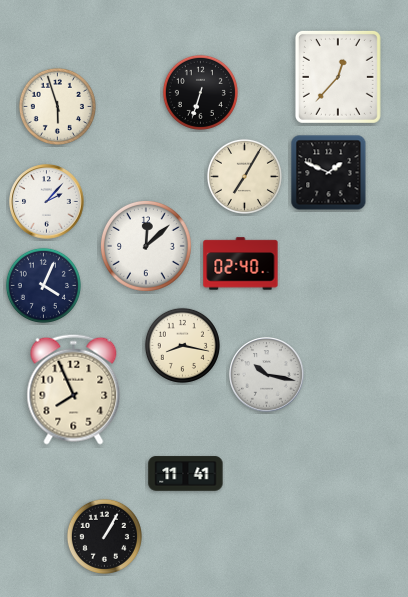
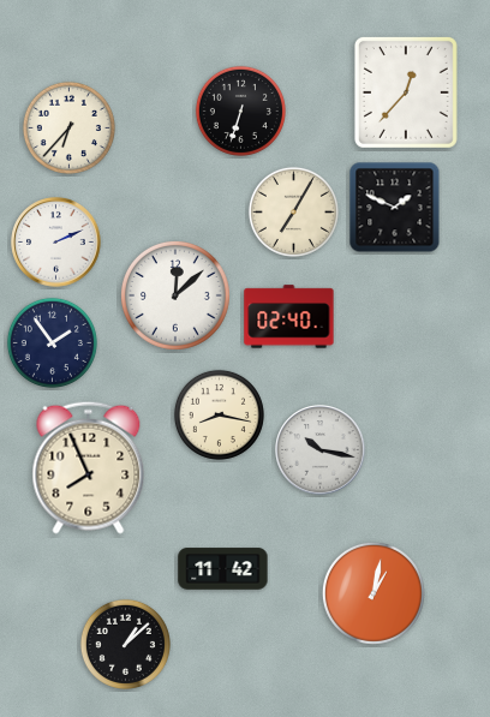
clock at (57, 106): 5:57 -> 6:37
clock at (47, 202): 2:07 -> 2:11
clock at (43, 285): 4:04 -> 1:54
clock at (186, 474): 11:41 -> 11:42
clock at (374, 593): none -> 1:02
clock at (104, 536): 1:05 -> 1:08
